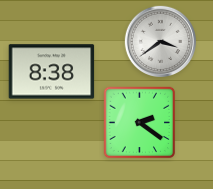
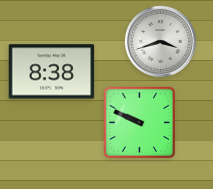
clock at (160, 41): 3:39 -> 3:42
clock at (140, 123): 2:21 -> 9:49
